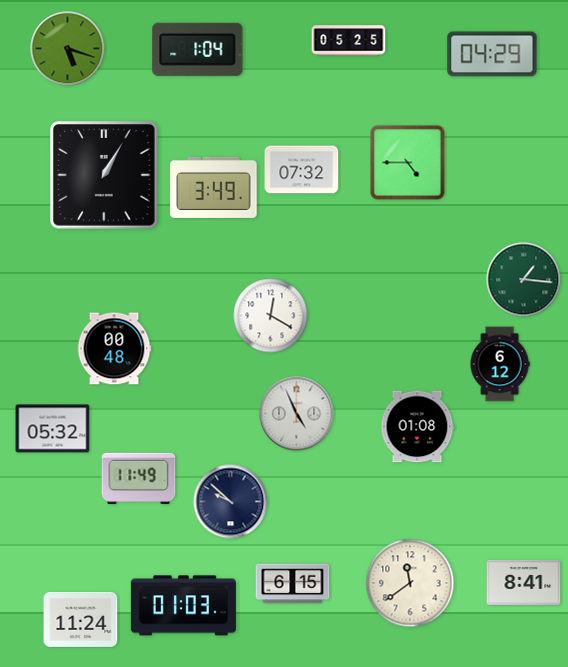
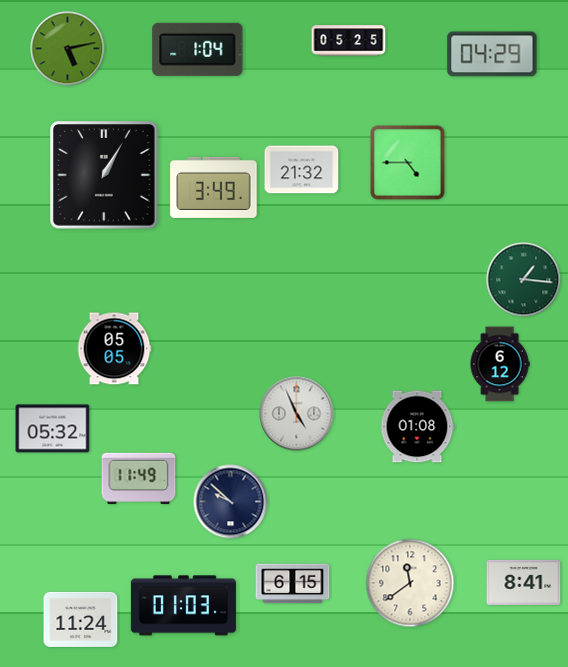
clock at (68, 49): 5:18 -> 5:13
clock at (302, 170): 07:32 -> 21:32
clock at (271, 316): 12:20 -> none
clock at (114, 349): 00:48 -> 05:05
